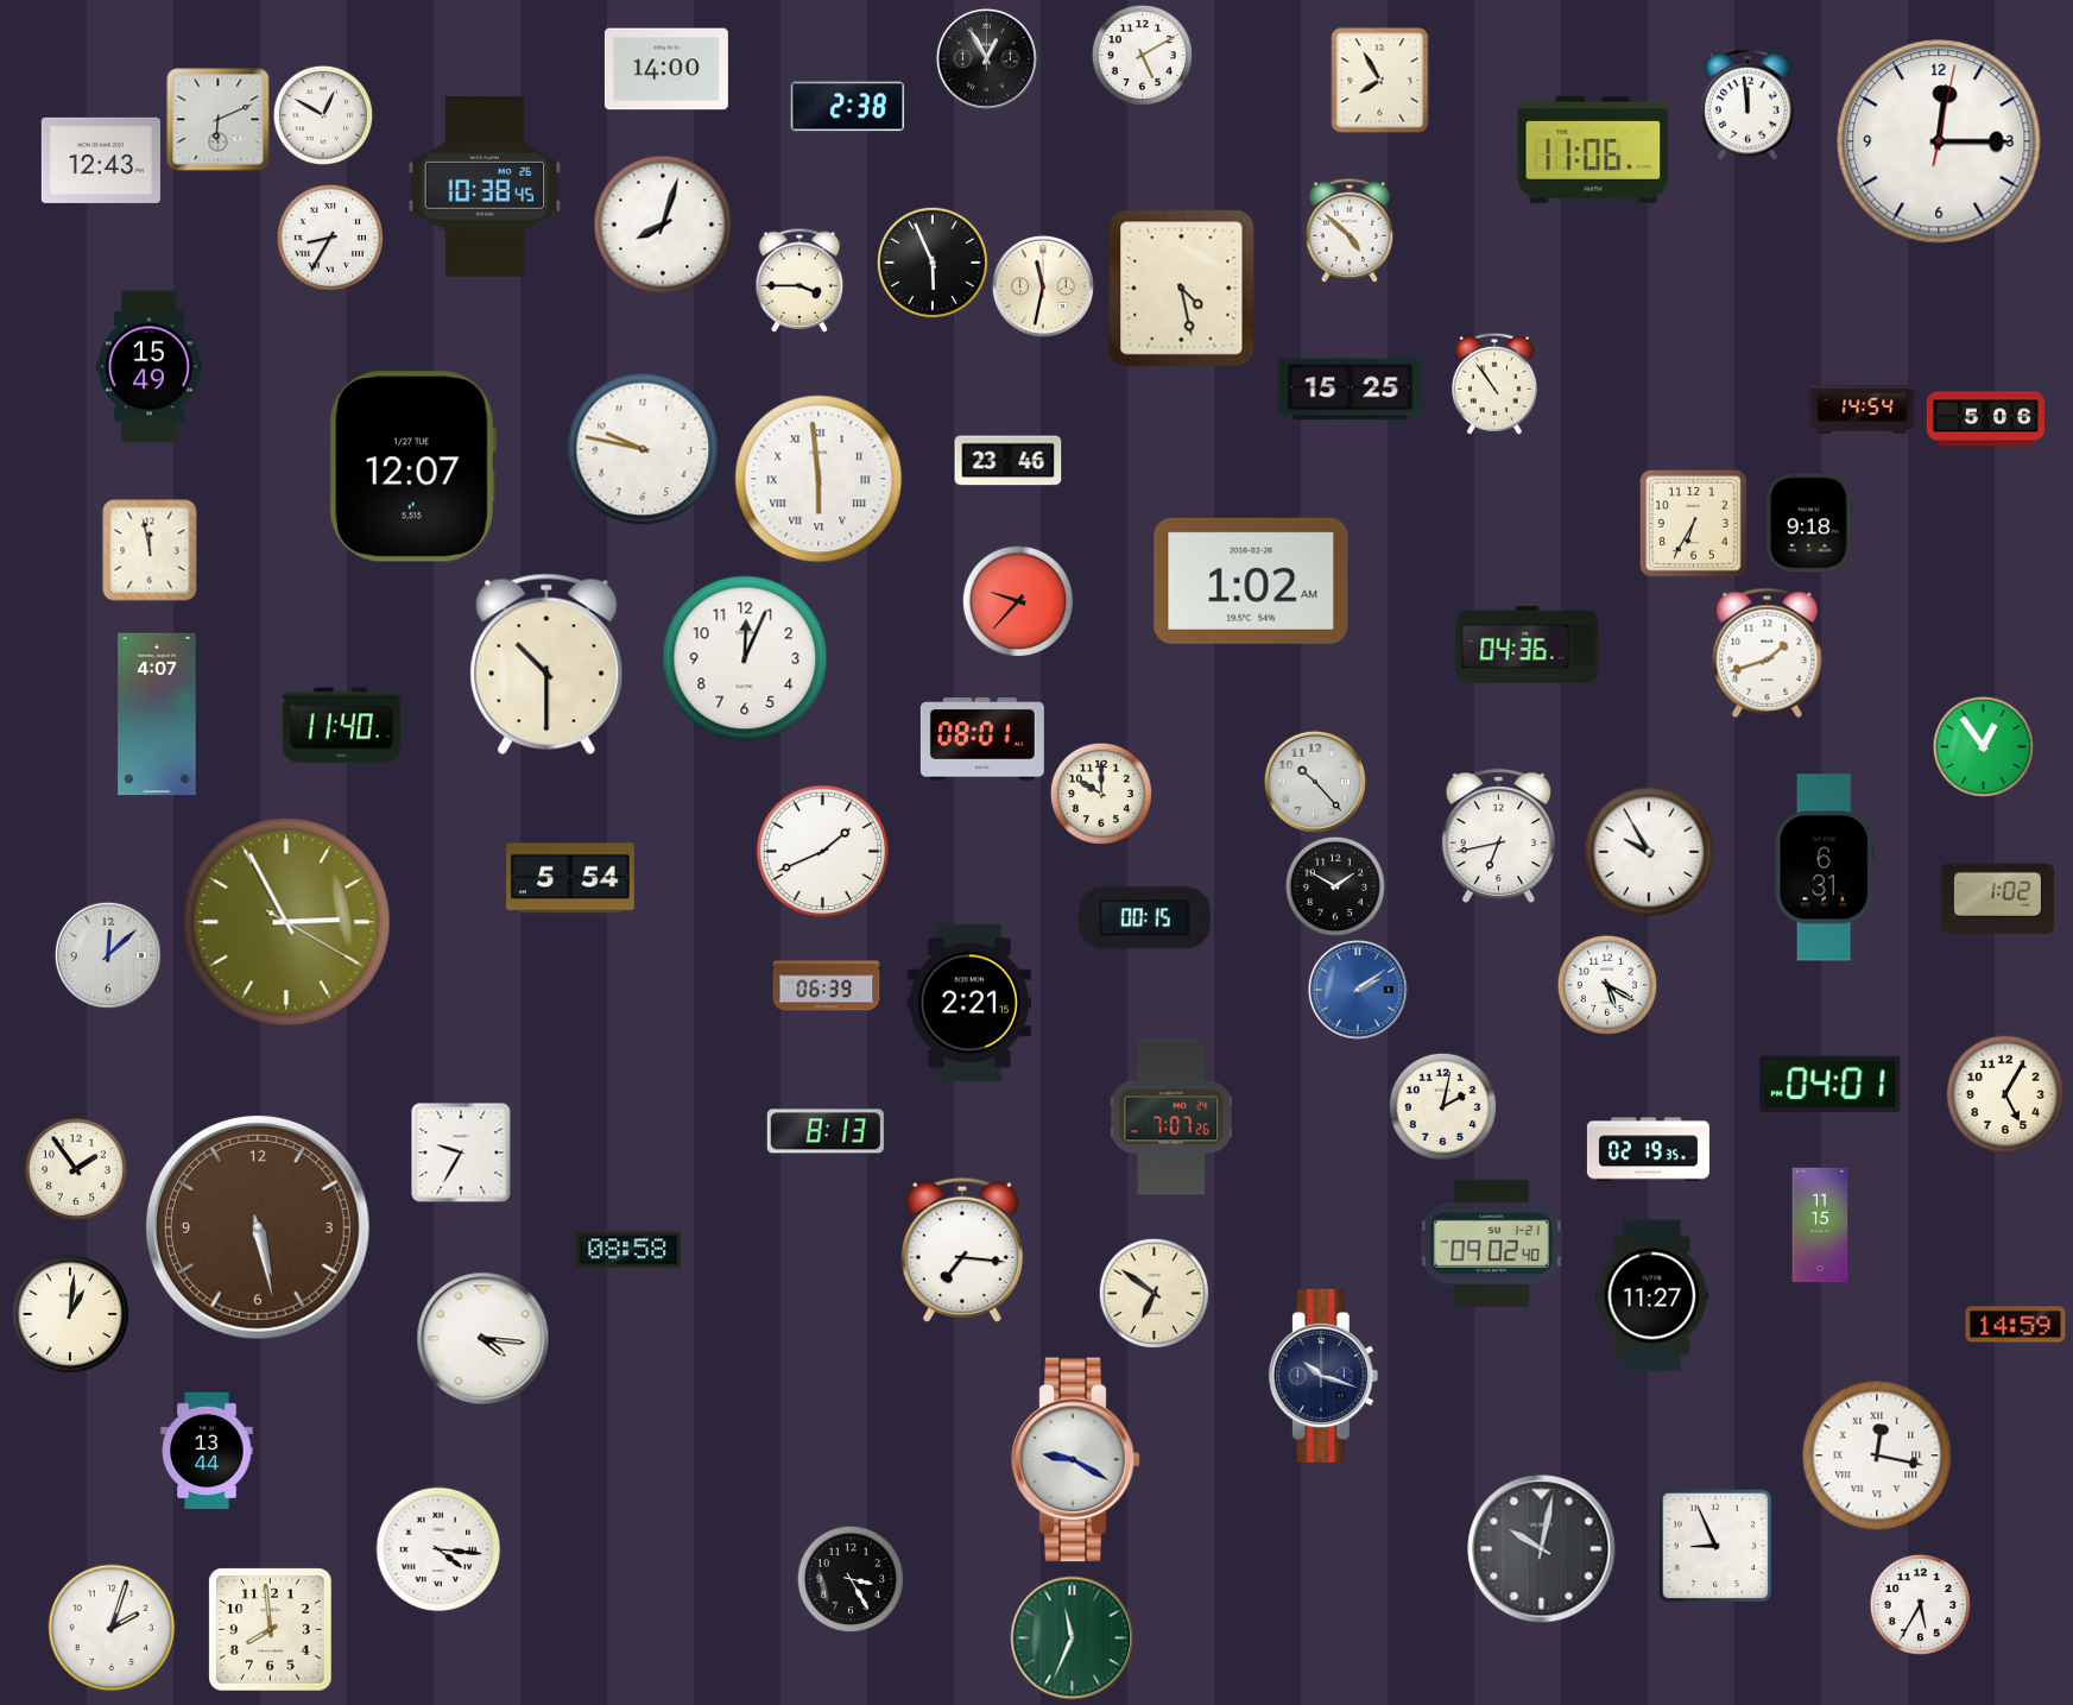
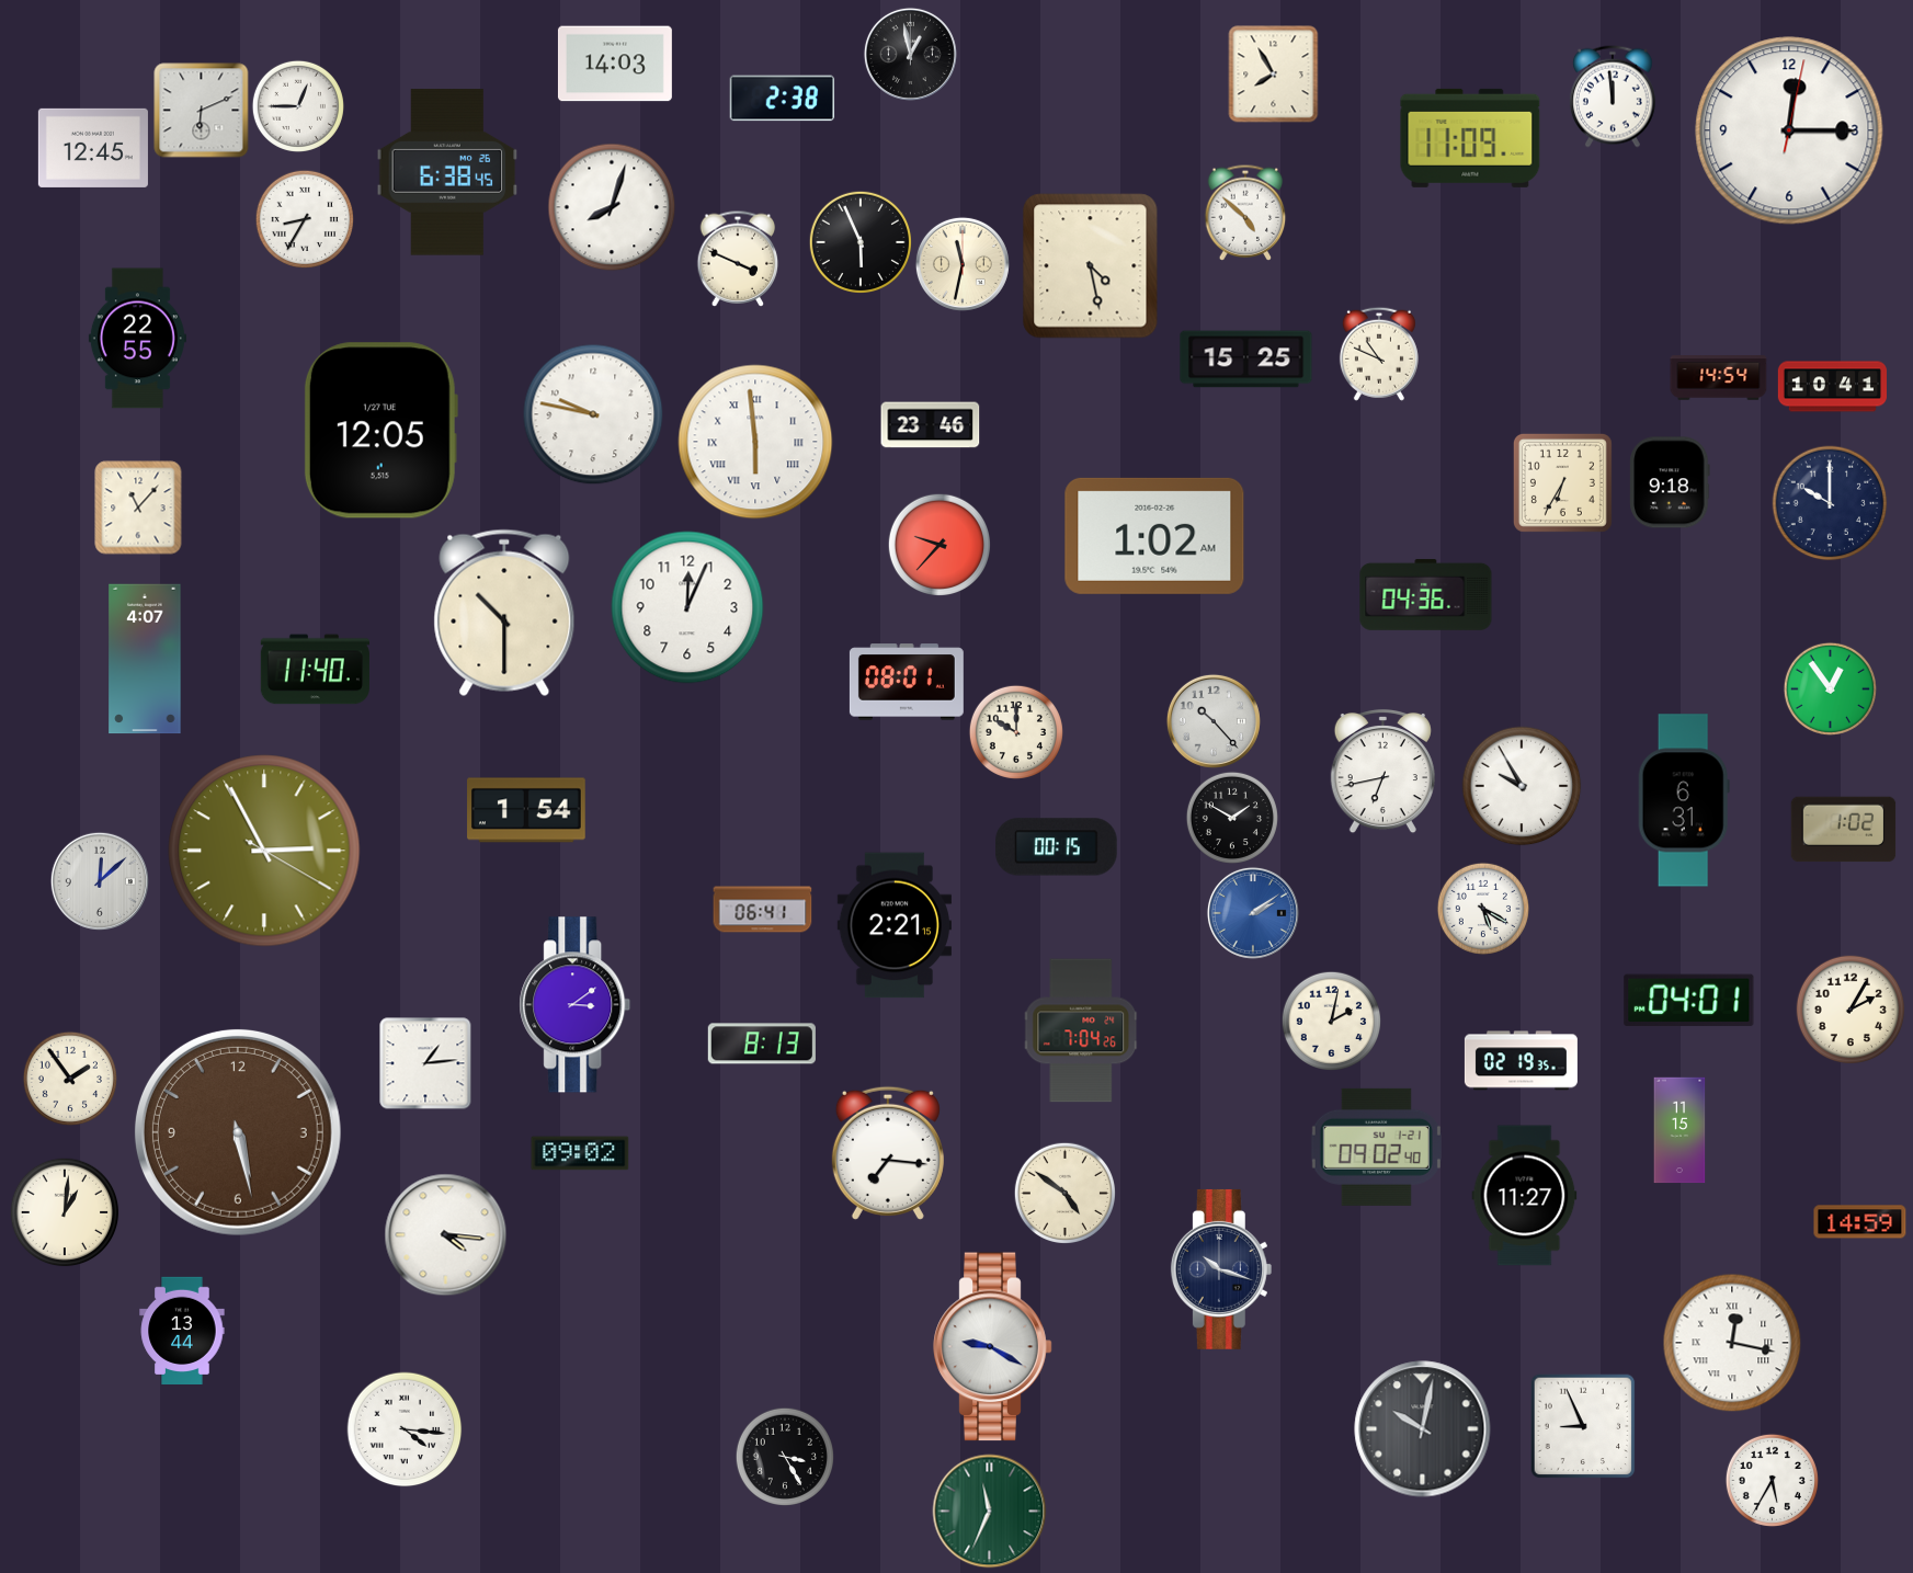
clock at (1142, 55): 5:10 -> none
clock at (986, 58): 12:55 -> 12:58
clock at (666, 69): 14:00 -> 14:03
clock at (323, 115): 12:50 -> 12:45
clock at (1593, 150): 11:06 -> 11:09
clock at (101, 160): 12:43 -> 12:45
clock at (485, 187): 10:38 -> 6:38
clock at (800, 280): 3:45 -> 3:49
clock at (148, 367): 15:49 -> 22:55
clock at (1494, 384): 10:54 -> 10:49
clock at (1985, 419): 5:06 -> 10:41
clock at (412, 467): 12:07 -> 12:05
clock at (1830, 503): none -> 10:00
clock at (150, 550): 11:58 -> 11:07
clock at (1017, 600) position: (1017, 600) -> (938, 544)
clock at (1528, 644) position: (1528, 644) -> (1426, 594)
clock at (1768, 652): 1:42 -> none
clock at (823, 852): 1:41 -> none
clock at (570, 878): 5:54 -> 1:54
clock at (827, 986): 06:39 -> 06:41
clock at (576, 1005): none -> 3:09
clock at (2005, 1094): 5:05 -> 2:05
clock at (1173, 1117): 7:07 -> 7:04
clock at (461, 1153): 9:35 -> 1:14
clock at (628, 1250): 08:58 -> 09:02
clock at (1154, 1293): 6:51 -> 4:51
clock at (207, 1450) position: (207, 1450) -> (182, 1330)
clock at (112, 1628): 2:03 -> none
clock at (271, 1630): 7:59 -> none
